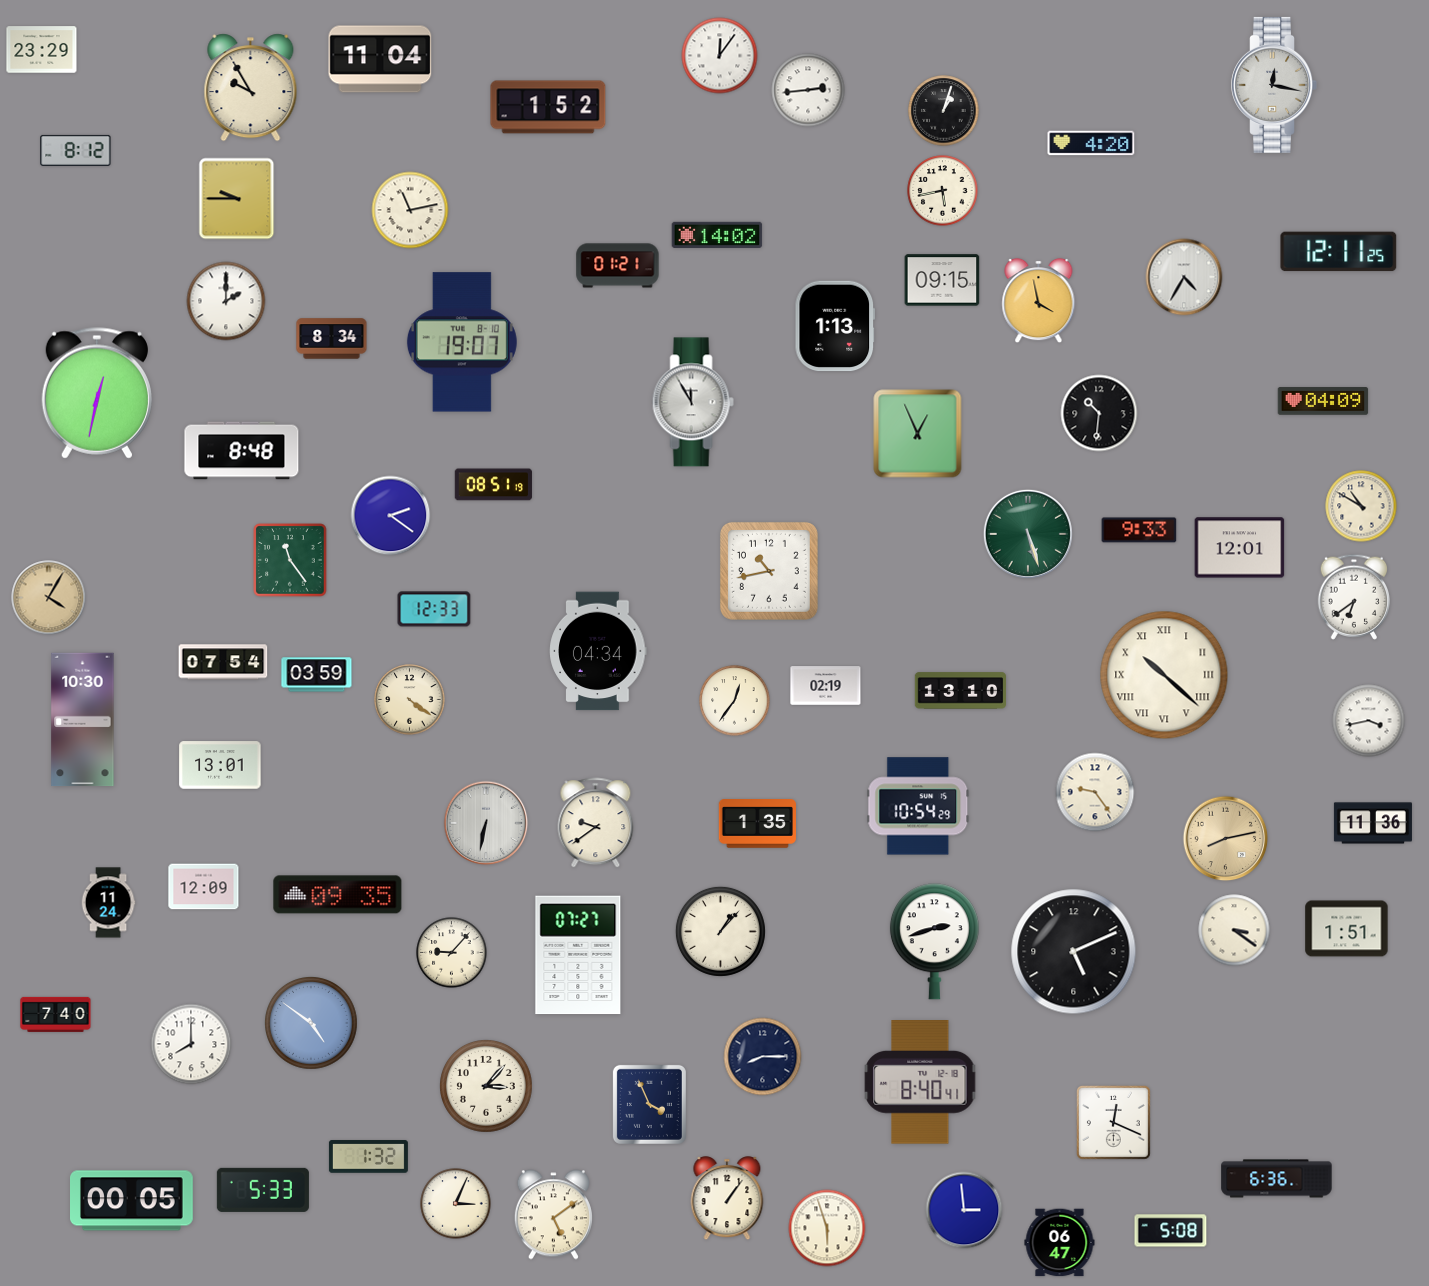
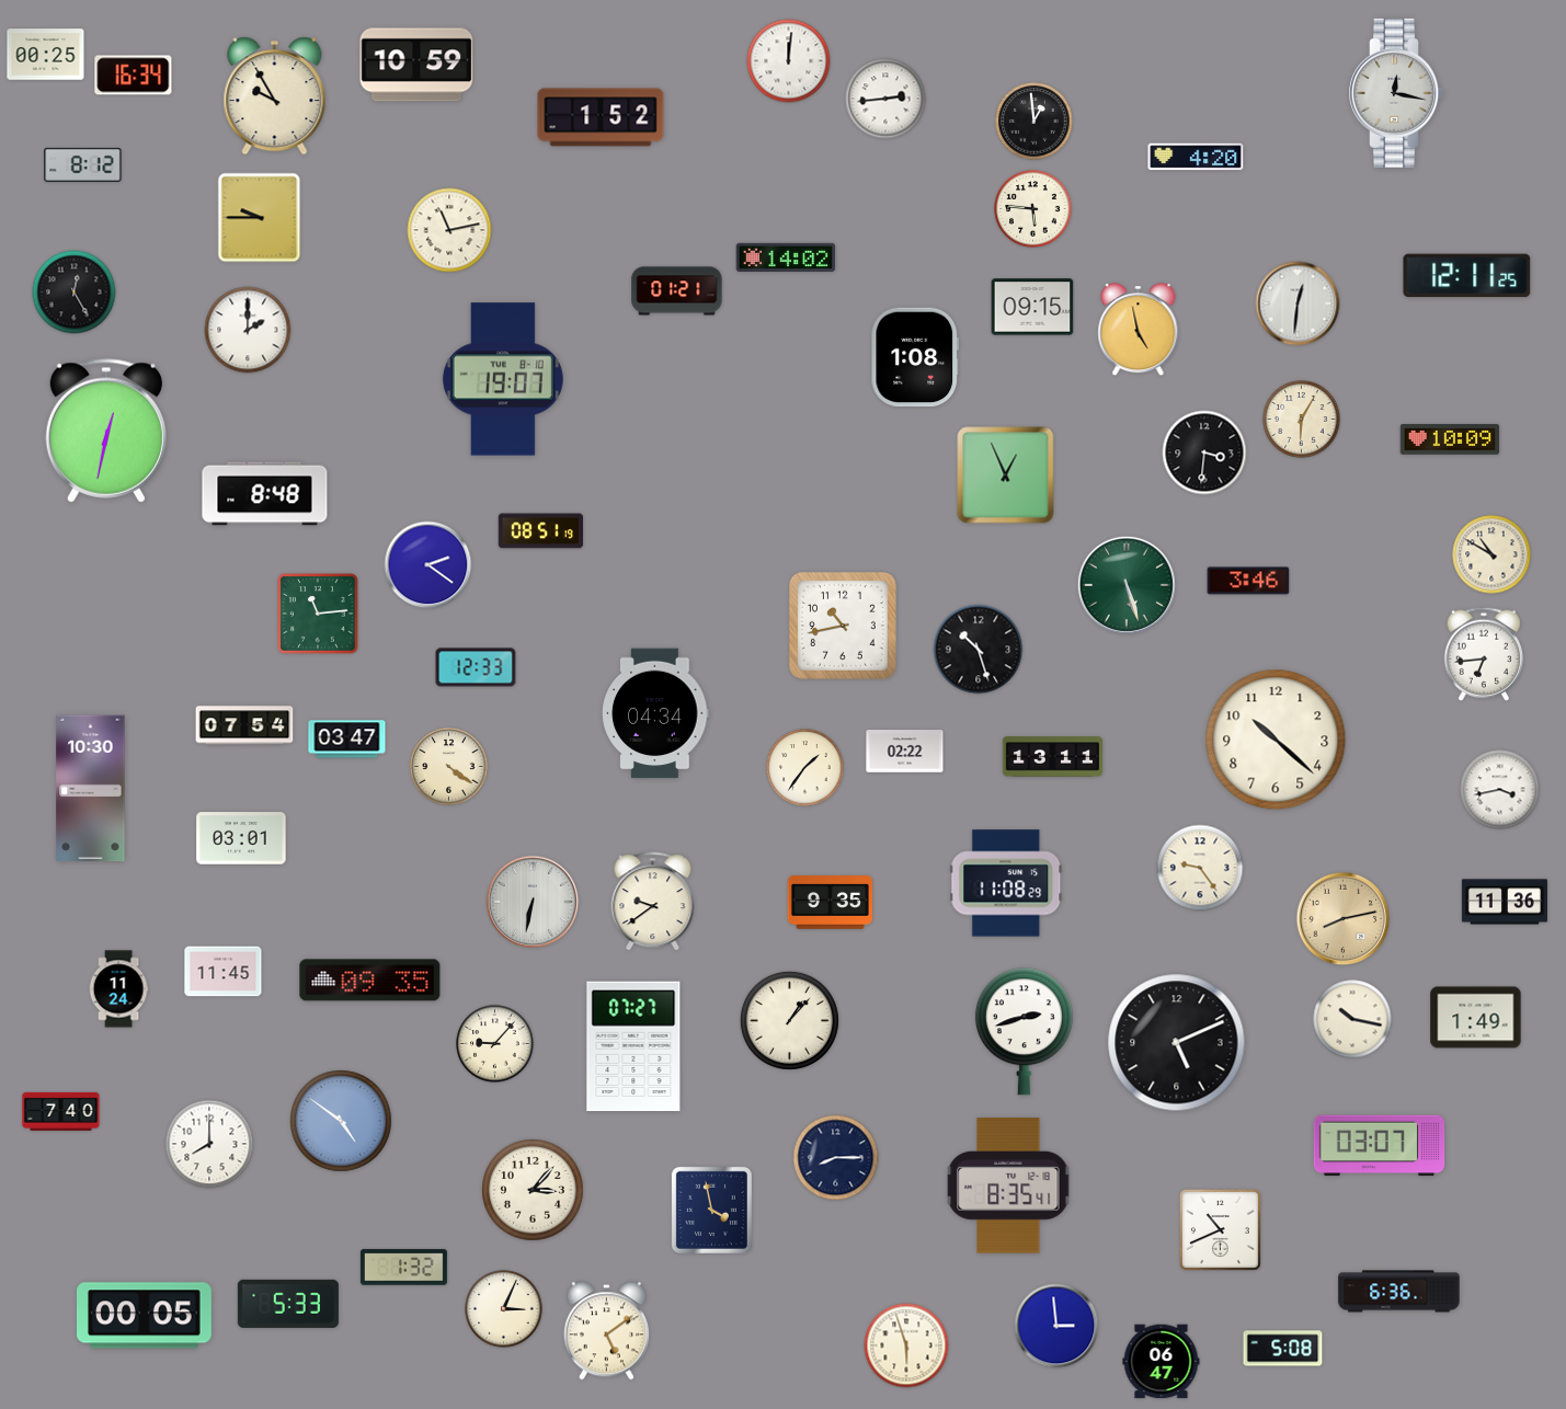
clock at (42, 50): 23:29 -> 00:25
clock at (720, 56): 12:06 -> 12:01
clock at (380, 59): 11:04 -> 10:59
clock at (134, 76): none -> 16:34
clock at (944, 111): 1:03 -> 12:59
clock at (943, 191): 5:43 -> 5:46
clock at (75, 293): none -> 12:25
clock at (1184, 277): 4:35 -> 12:31
clock at (1039, 301): 3:58 -> 4:58
clock at (834, 326): 1:13 -> 1:08
clock at (332, 339): 8:34 -> none
clock at (462, 342) position: (462, 342) -> (503, 379)
clock at (1302, 420): none -> 6:05
clock at (1323, 401): 04:09 -> 10:09
clock at (693, 402): 11:55 -> none
clock at (1099, 413): 10:31 -> 3:31
clock at (1139, 530): 9:33 -> 3:46
clock at (1240, 548): 12:01 -> none
clock at (290, 560): 11:24 -> 11:14
clock at (979, 650): none -> 10:27
clock at (1353, 597): 6:39 -> 6:44
clock at (49, 598): 4:05 -> none
clock at (317, 675): 03:59 -> 03:47
clock at (1164, 675) numerals: Roman -> Arabic
clock at (826, 686): 02:19 -> 02:22
clock at (961, 691): 13:10 -> 13:11
clock at (735, 701): 12:36 -> 1:36
clock at (220, 765): 13:01 -> 03:01
clock at (918, 806): 10:54 -> 11:08
clock at (757, 824): 1:35 -> 9:35
clock at (204, 887): 12:09 -> 11:45
clock at (1347, 929): 1:51 -> 1:49
clock at (1234, 930): 3:21 -> 10:17
clock at (1380, 1146): none -> 03:07
clock at (920, 1082): 8:40 -> 8:35
clock at (649, 1104): 3:56 -> 3:58
clock at (1113, 1122): 12:19 -> 10:41
clock at (727, 1199): 1:06 -> none
clock at (456, 1204) position: (456, 1204) -> (504, 1309)
